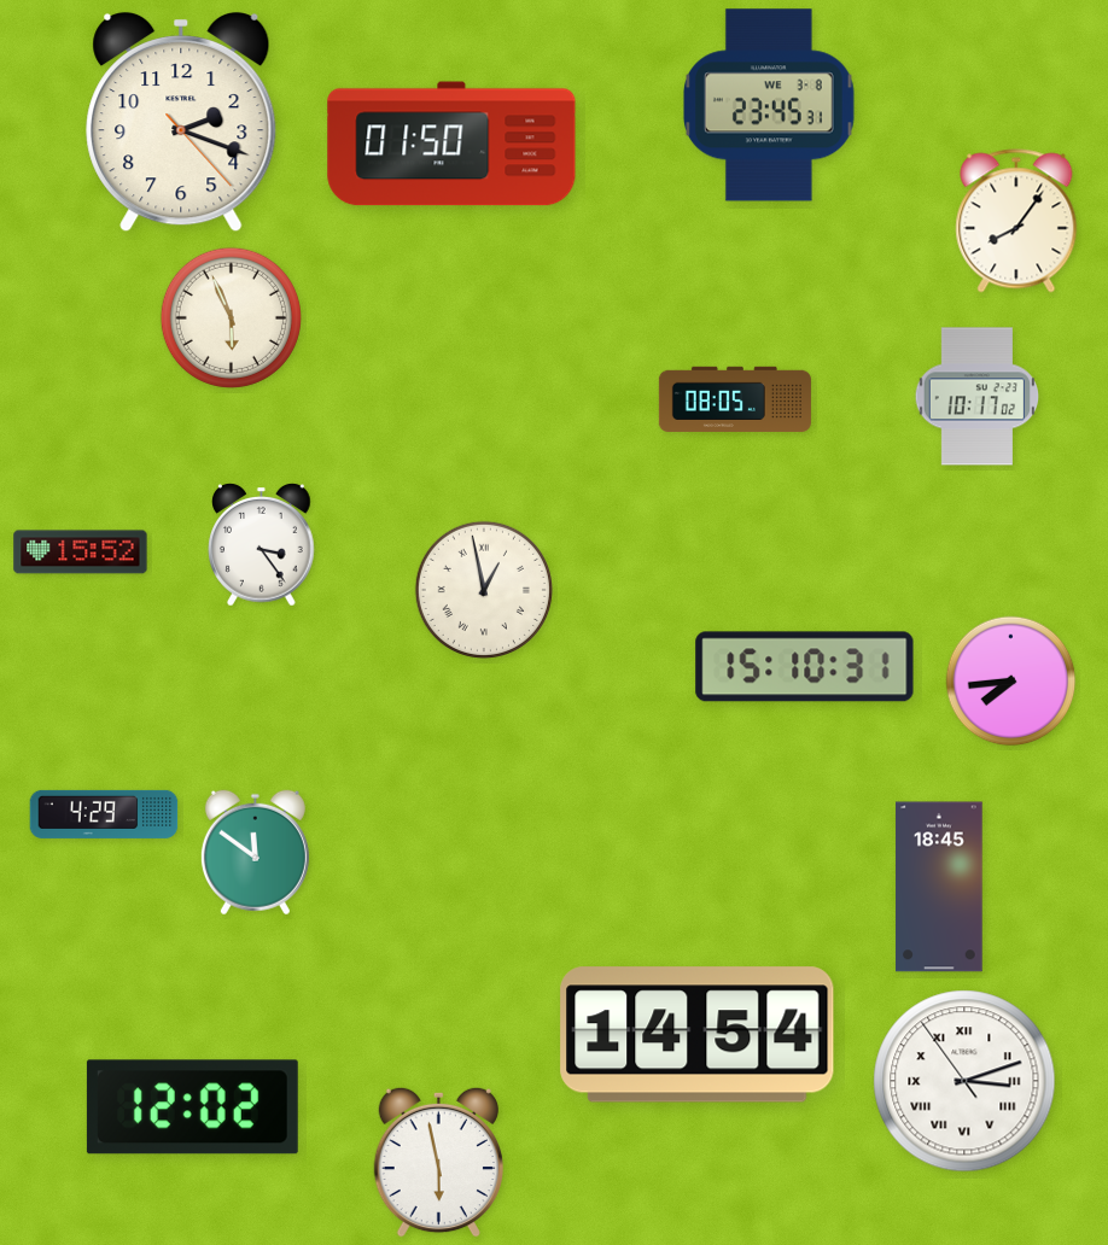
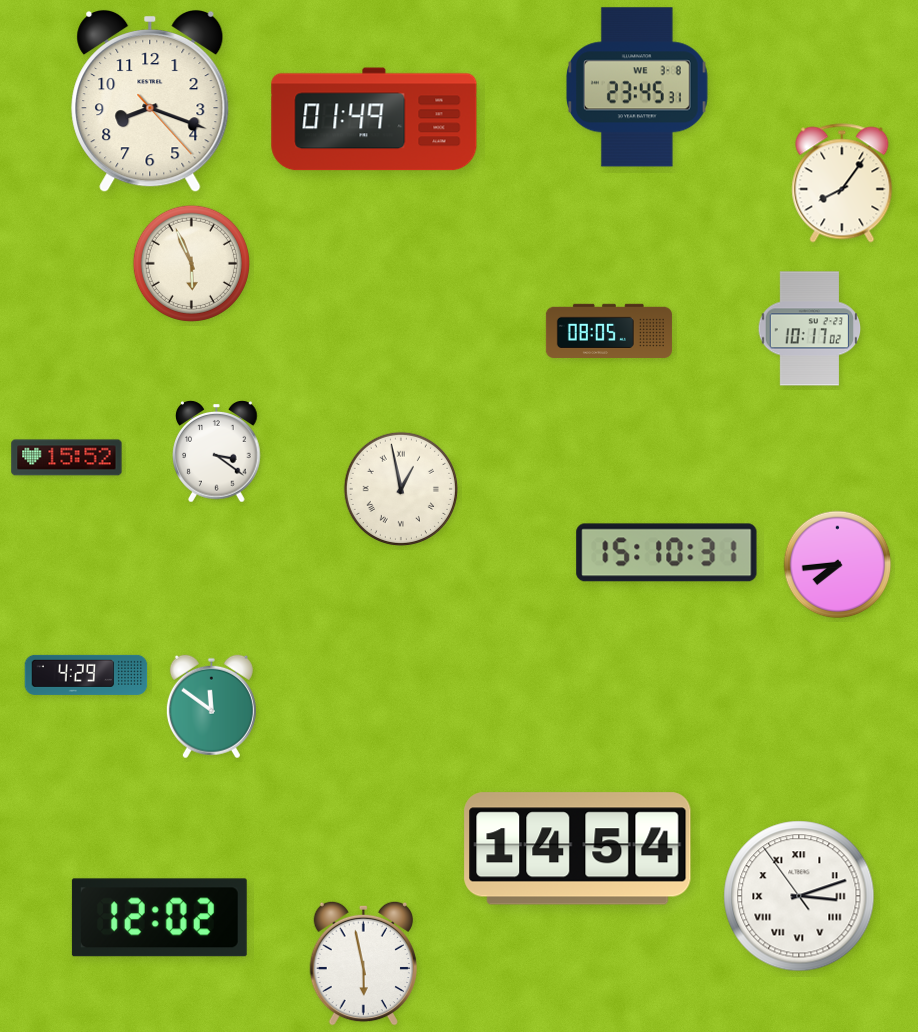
clock at (181, 122): 2:18 -> 8:18
clock at (451, 144): 01:50 -> 01:49
clock at (262, 545): 3:24 -> 3:21
clock at (939, 887): 18:45 -> none
clock at (698, 1035) position: (698, 1035) -> (578, 849)
